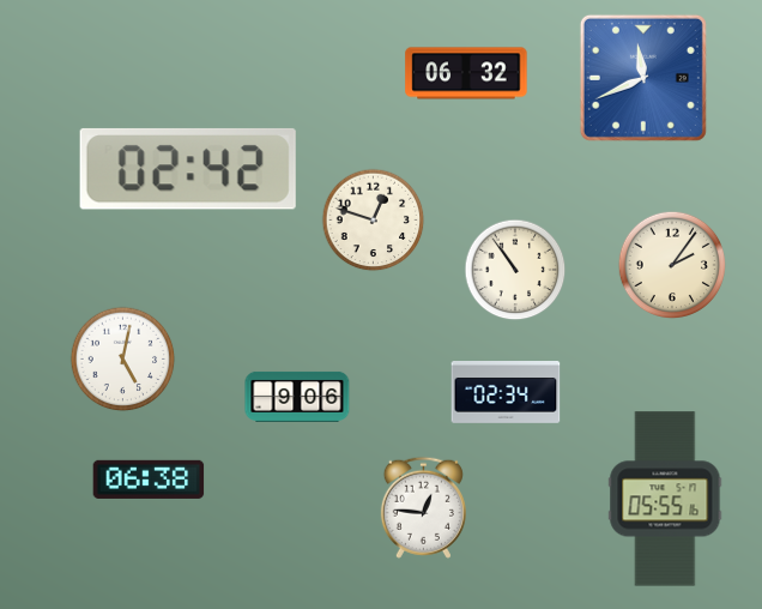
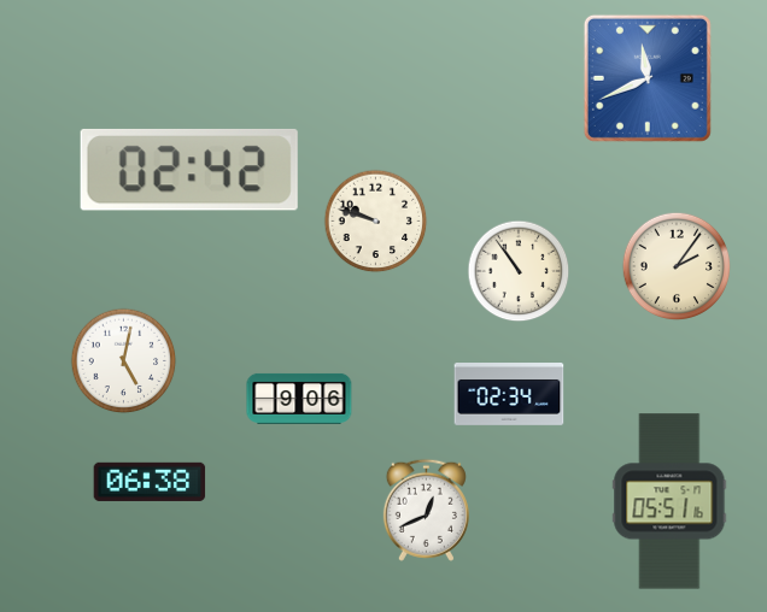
clock at (466, 73): 06:32 -> none
clock at (374, 221): 12:48 -> 9:48
clock at (665, 499): 05:55 -> 05:51
clock at (423, 507): 12:46 -> 12:41
